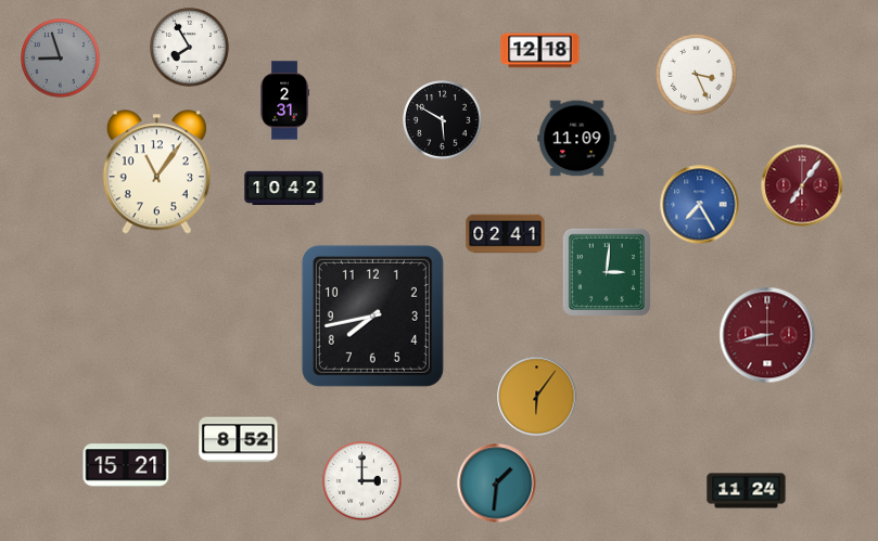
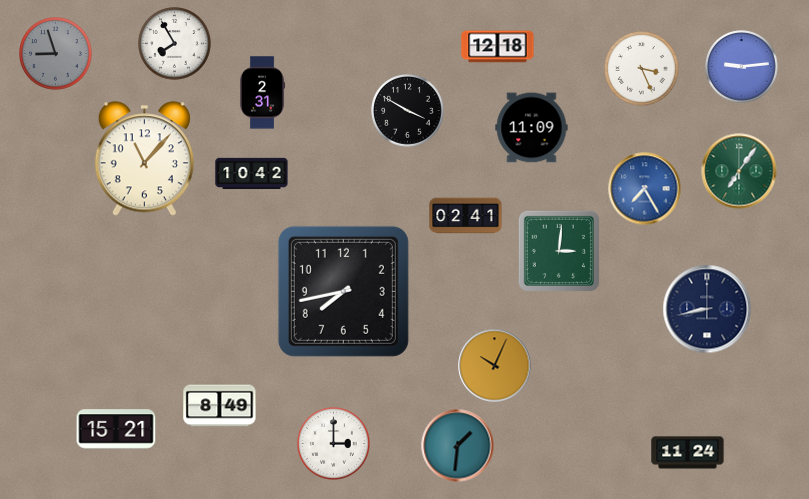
clock at (742, 67): none -> 9:14
clock at (443, 120): 5:50 -> 3:50
clock at (156, 172): 11:06 -> 11:07
clock at (802, 185) dial: burgundy -> green
clock at (284, 189) position: (284, 189) -> (252, 174)
clock at (767, 335) dial: burgundy -> navy
clock at (537, 397): 6:06 -> 10:04
clock at (239, 440): 8:52 -> 8:49
